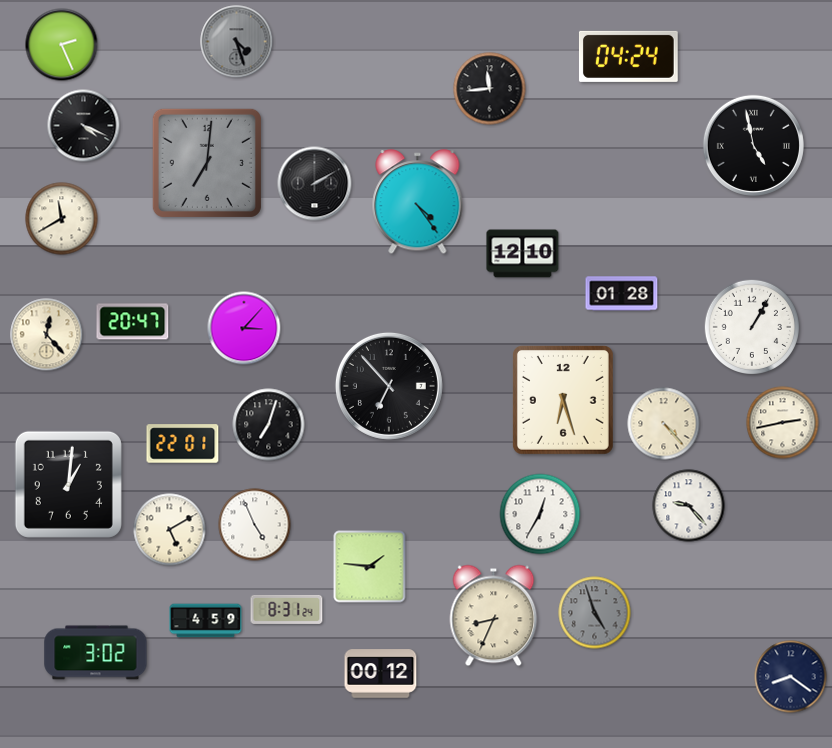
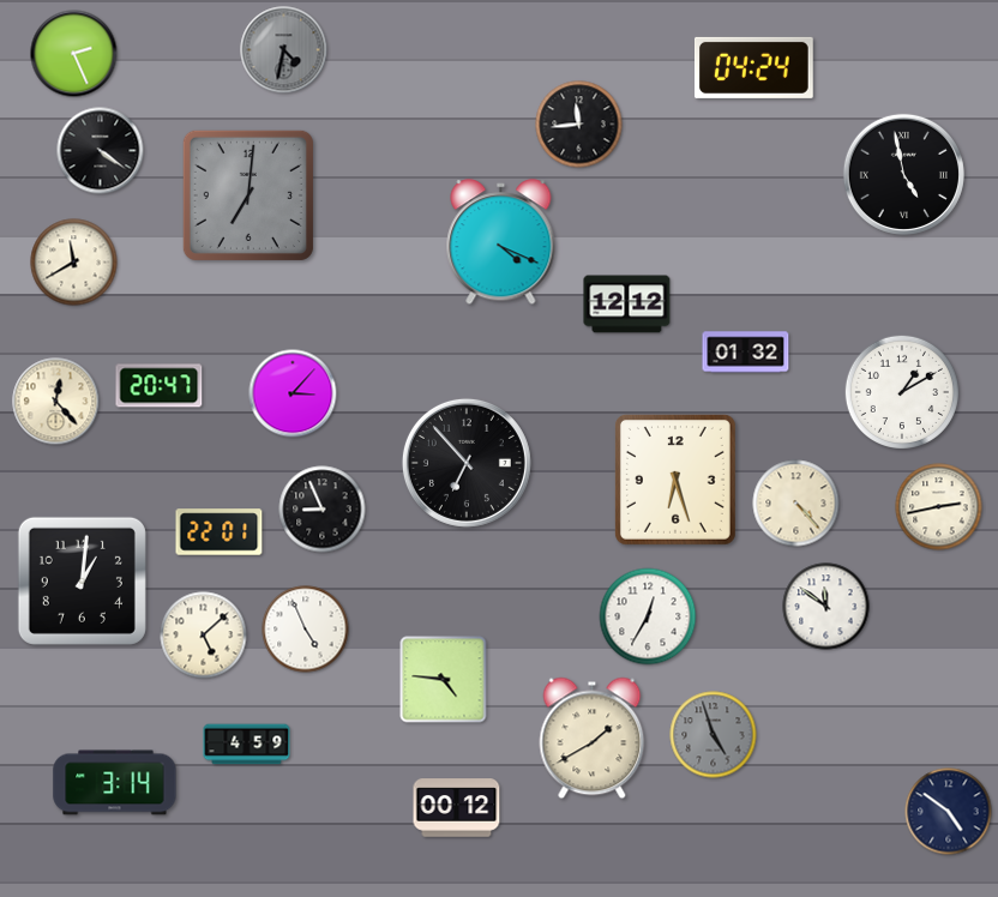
clock at (237, 42): 4:27 -> 4:32
clock at (490, 89) position: (490, 89) -> (579, 125)
clock at (84, 126): 4:19 -> 4:21
clock at (315, 184): 2:10 -> none
clock at (418, 202): 4:24 -> 4:19
clock at (523, 254): 12:10 -> 12:12
clock at (622, 294): 01:28 -> 01:32
clock at (751, 326): 1:05 -> 1:10
clock at (664, 424) position: (664, 424) -> (796, 504)
clock at (269, 425): 7:03 -> 8:56
clock at (689, 506): 9:23 -> 11:51
clock at (170, 530): 5:10 -> 5:08
clock at (370, 567): 1:46 -> 4:46
clock at (287, 609): 8:31 -> none
clock at (494, 616): 8:34 -> 1:40
clock at (96, 653): 3:02 -> 3:14
clock at (791, 677): 8:21 -> 4:51
